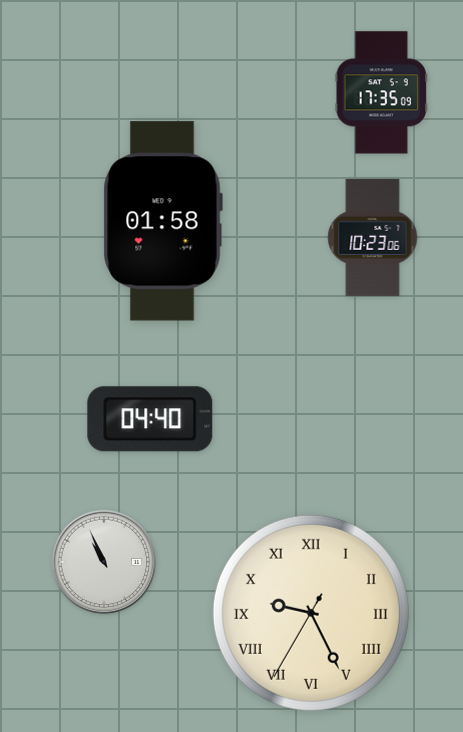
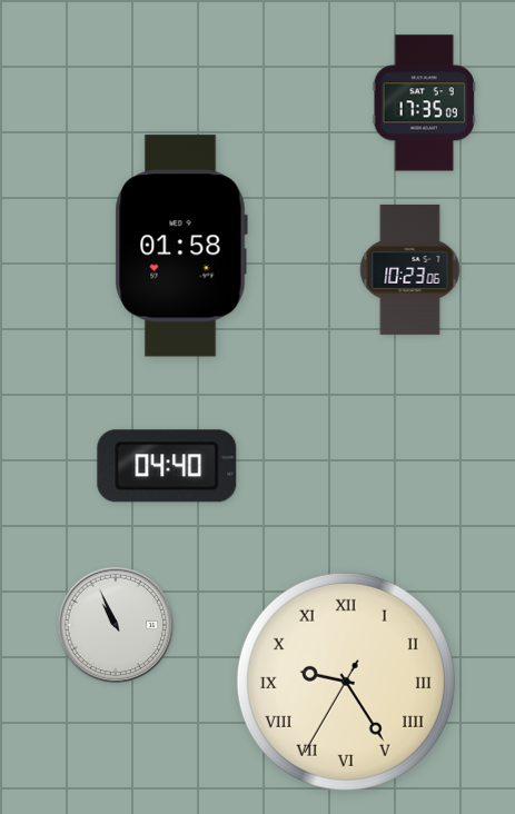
clock at (373, 237) position: (373, 237) -> (410, 269)
clock at (311, 613): 9:25 -> 9:24
